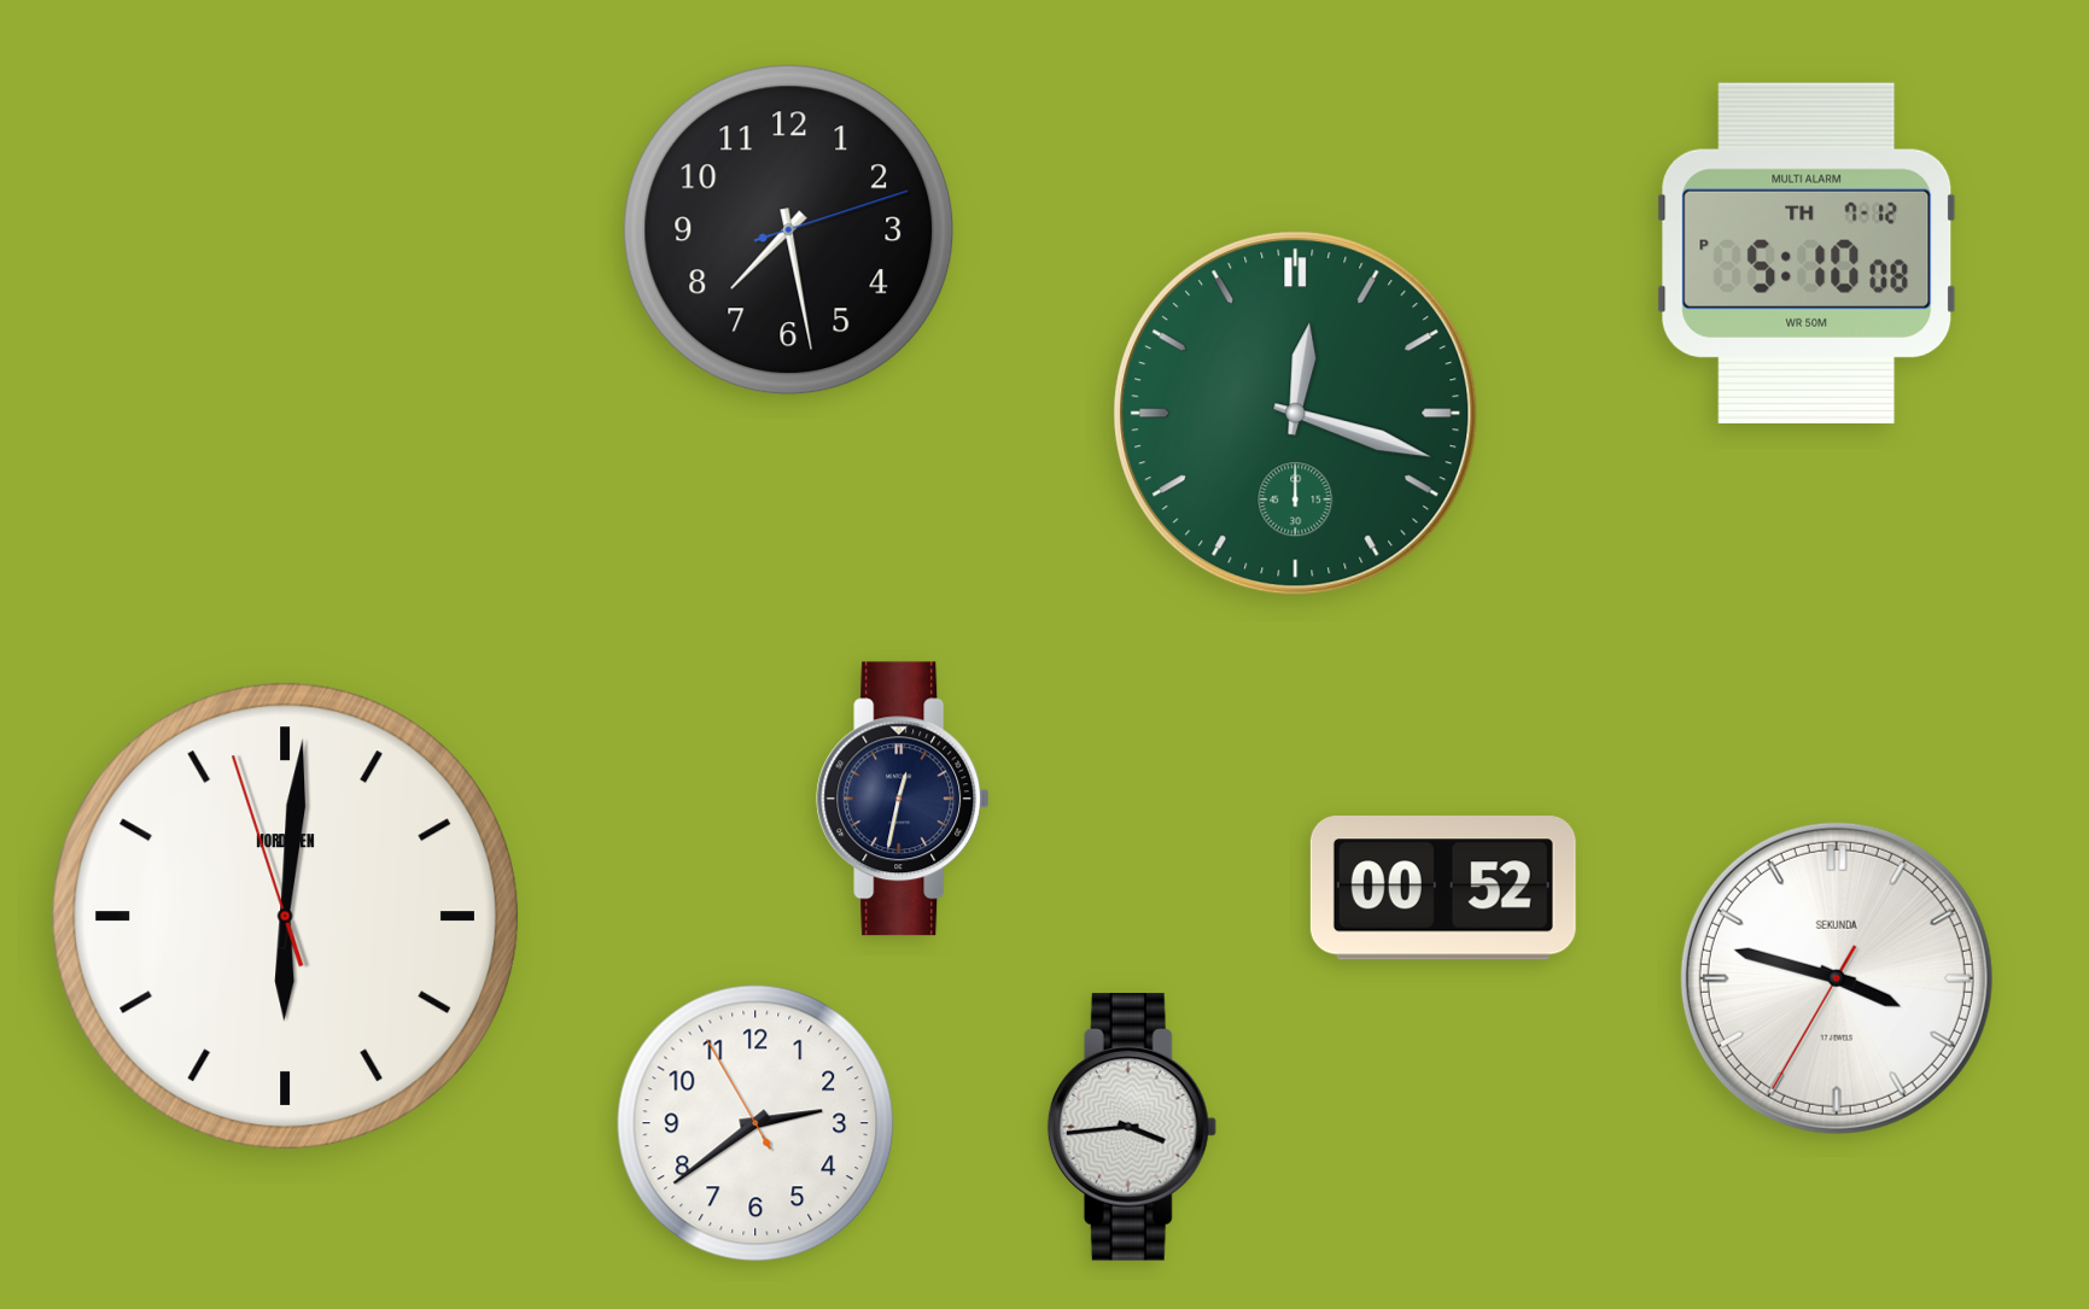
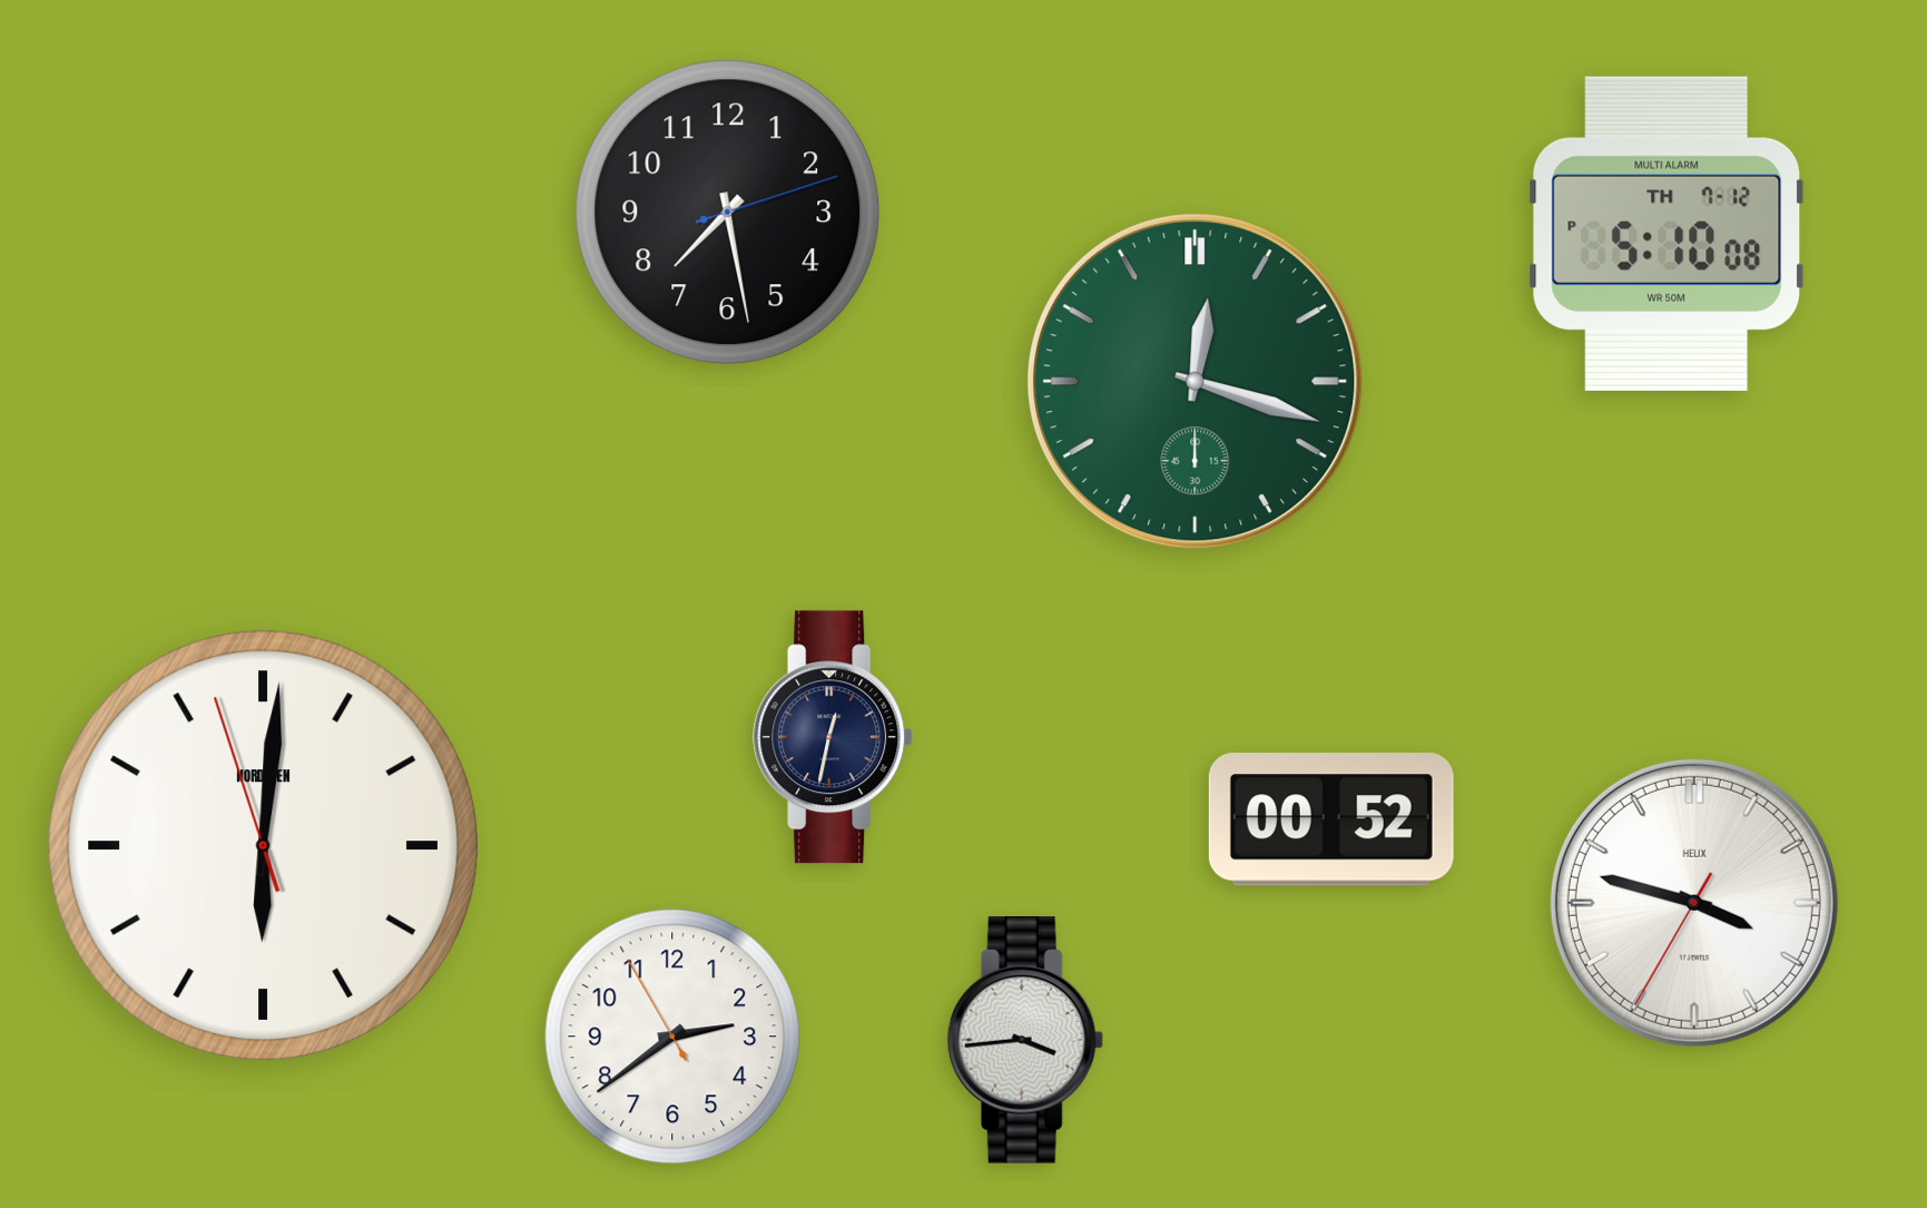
clock at (1837, 978) brand: SEKUNDA -> HELIX
clock at (755, 1123) position: (755, 1123) -> (672, 1037)
clock at (1132, 1128) position: (1132, 1128) -> (1025, 1041)
